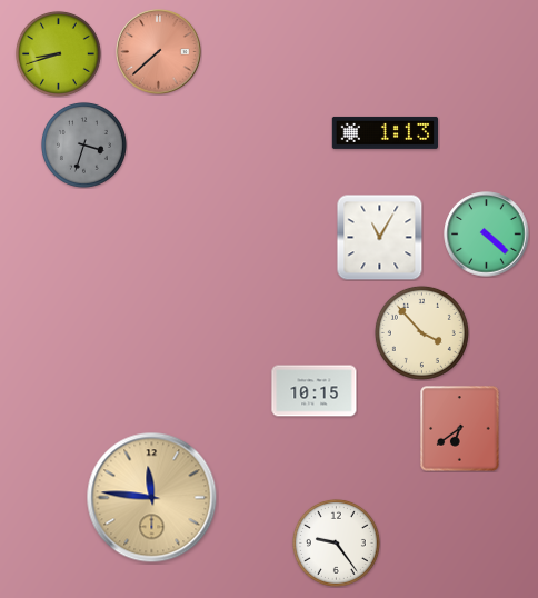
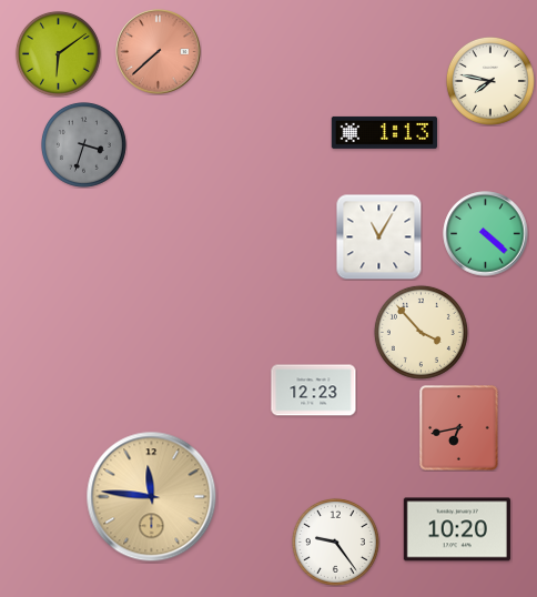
clock at (58, 53): 8:42 -> 6:09
clock at (490, 81): none -> 7:47
clock at (315, 391): 10:15 -> 12:23
clock at (460, 429): 6:39 -> 6:43
clock at (457, 529): none -> 10:20
